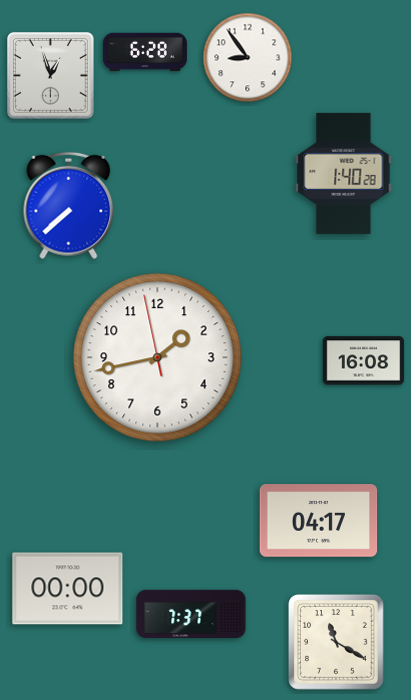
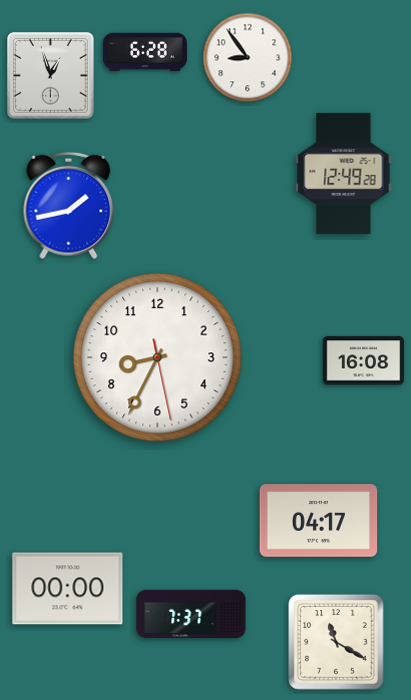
clock at (344, 173): 1:40 -> 12:49
clock at (69, 206): 7:38 -> 1:43
clock at (158, 358): 1:42 -> 8:34
